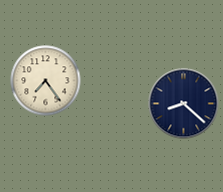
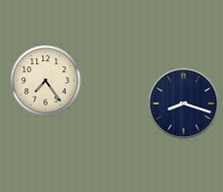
clock at (184, 104): 8:22 -> 8:18
